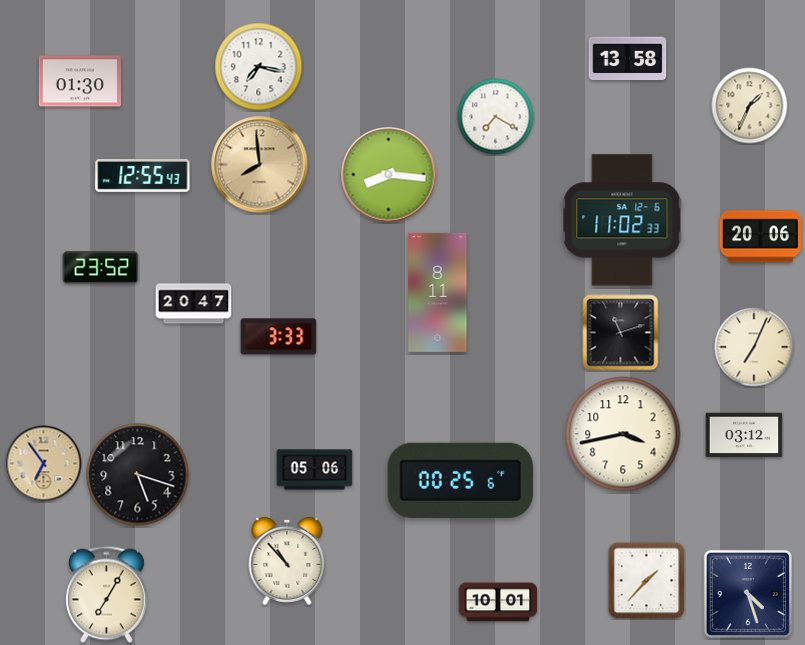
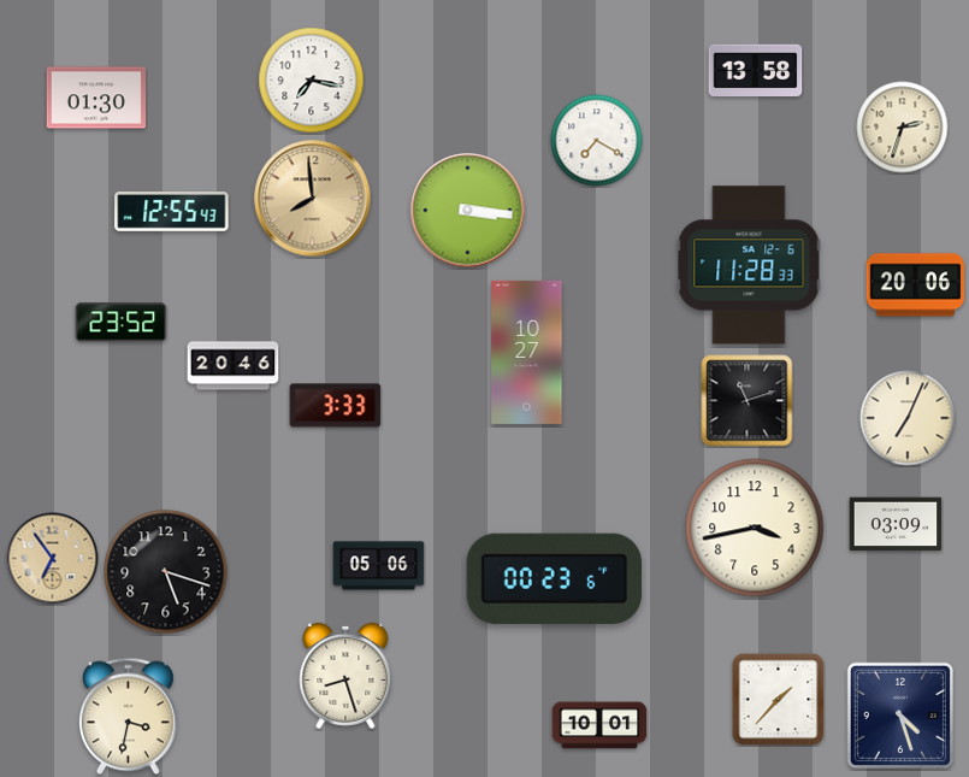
clock at (750, 106): 1:34 -> 2:33
clock at (389, 175): 8:16 -> 3:16
clock at (622, 220): 11:02 -> 11:28
clock at (438, 292): 8:11 -> 10:27
clock at (194, 304): 20:47 -> 20:46
clock at (623, 434) position: (623, 434) -> (755, 528)
clock at (744, 435): 03:12 -> 03:09
clock at (461, 480): 00:25 -> 00:23
clock at (287, 561): 10:53 -> 8:27
clock at (107, 595): 7:05 -> 3:32
